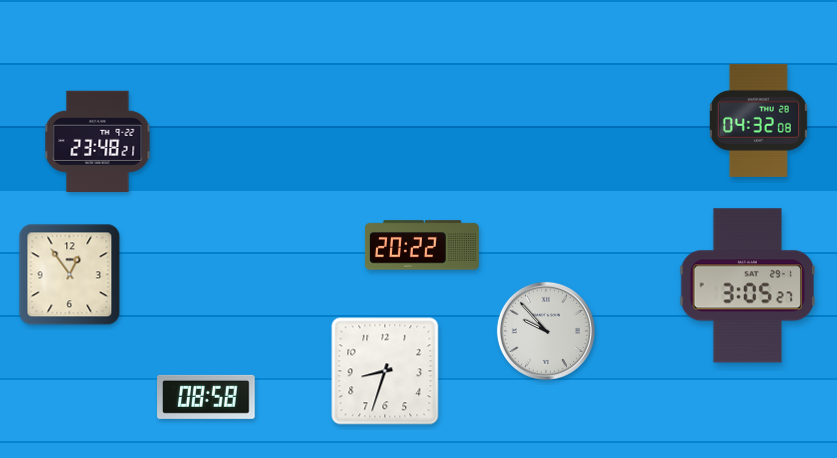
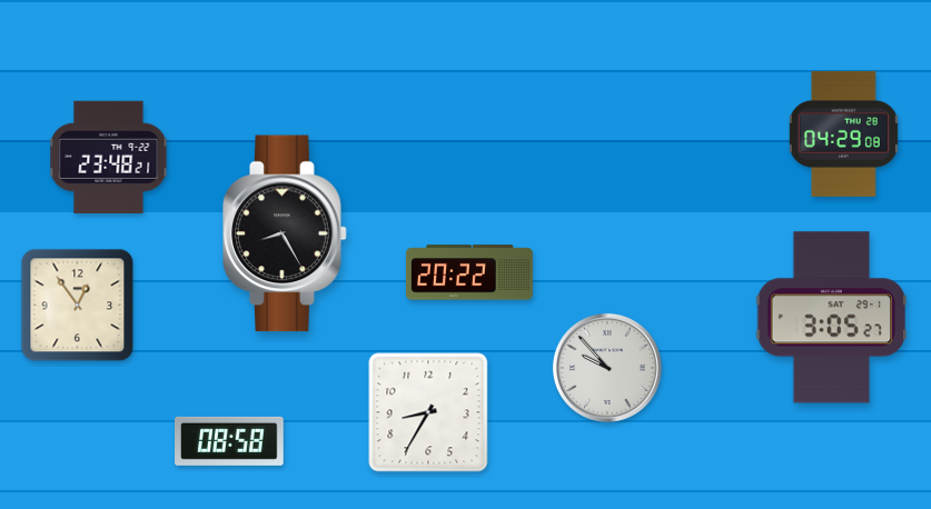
clock at (758, 120): 04:32 -> 04:29
clock at (285, 233): none -> 8:25
clock at (385, 371): 8:33 -> 8:35
